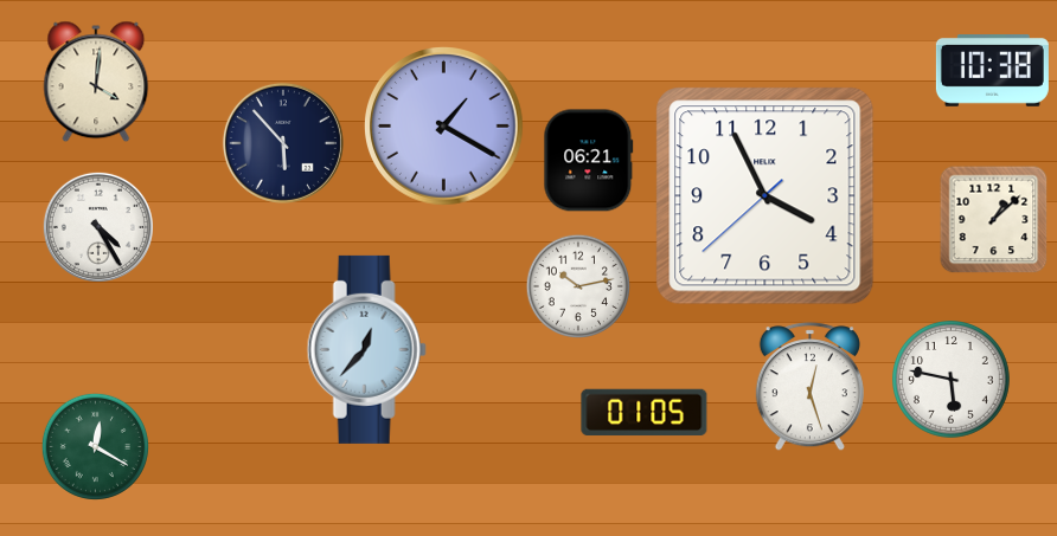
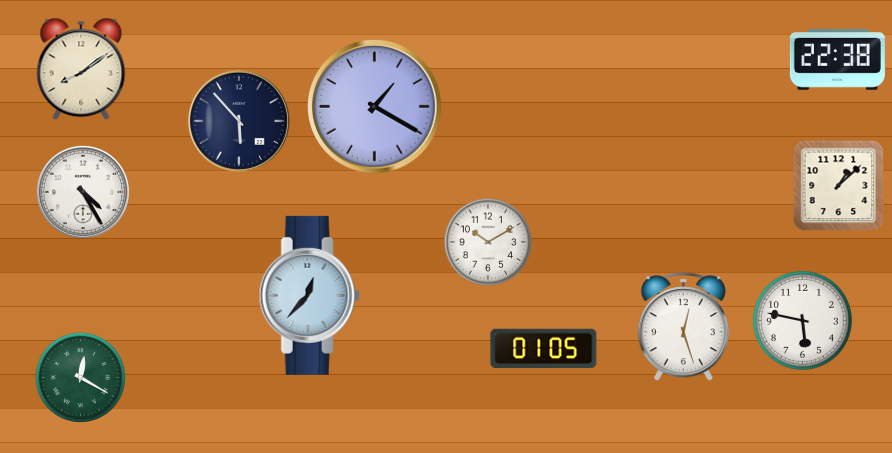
clock at (992, 71): 10:38 -> 22:38
clock at (96, 82): 4:01 -> 8:09
clock at (589, 161): 06:21 -> none
clock at (765, 196): 3:55 -> none
clock at (577, 285): 10:13 -> 10:10
